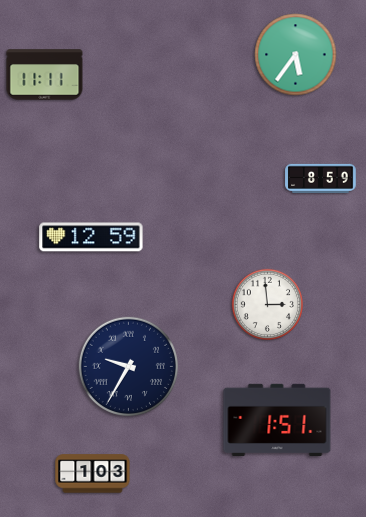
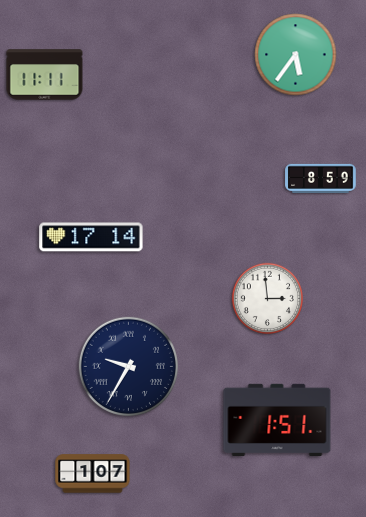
clock at (91, 237): 12:59 -> 17:14
clock at (267, 304) position: (267, 304) -> (267, 298)
clock at (93, 474): 1:03 -> 1:07
